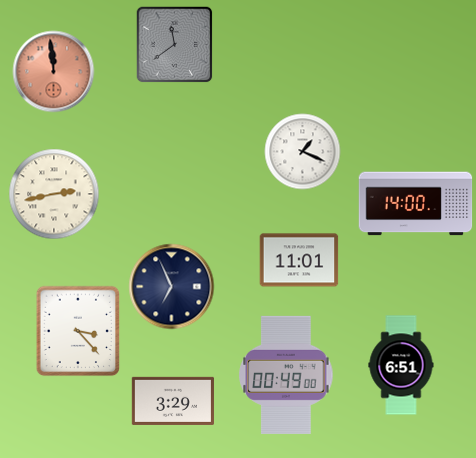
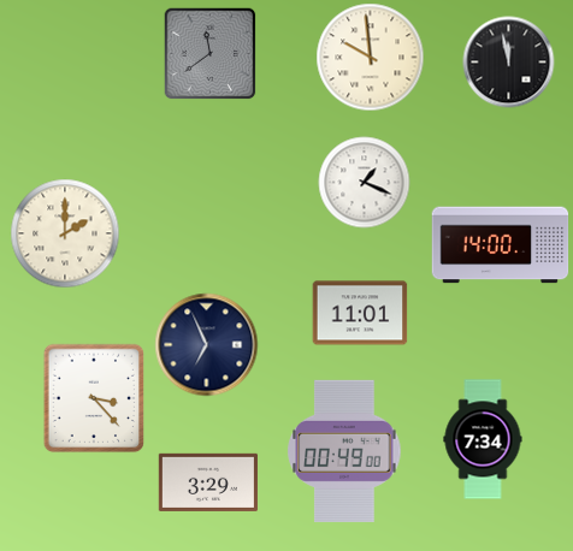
clock at (371, 58): none -> 9:59
clock at (509, 63): none -> 11:58
clock at (54, 72): 11:59 -> none
clock at (54, 194): 2:43 -> 2:00
clock at (401, 365): 6:51 -> 7:34
